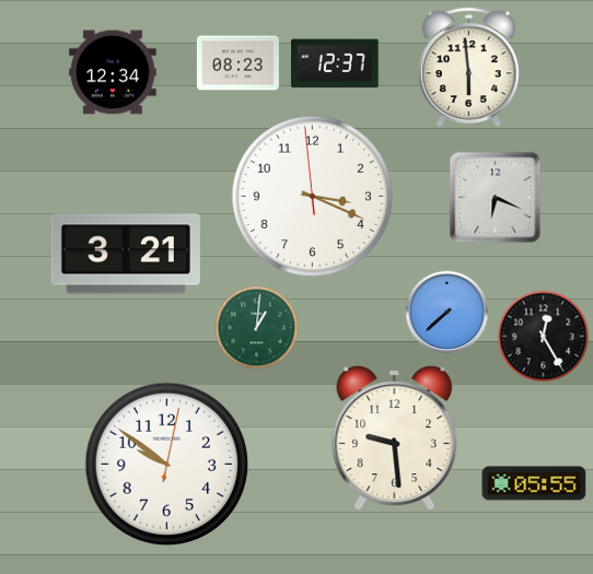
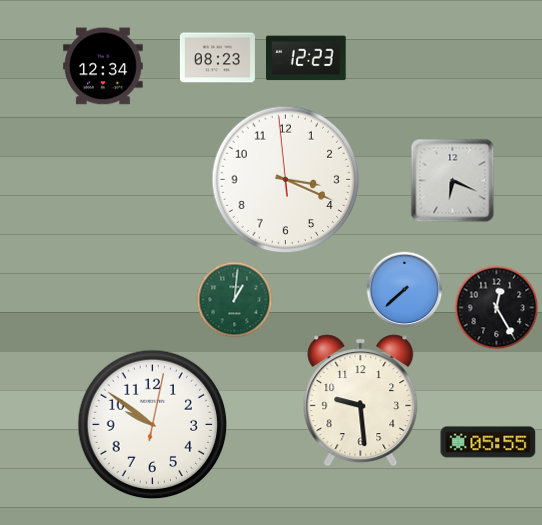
clock at (336, 63): 12:37 -> 12:23
clock at (469, 67): 5:59 -> none
clock at (126, 254): 3:21 -> none
clock at (447, 313) position: (447, 313) -> (405, 290)
